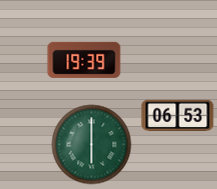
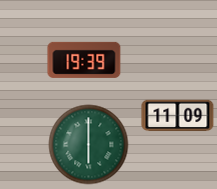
clock at (178, 116): 06:53 -> 11:09
clock at (92, 145) position: (92, 145) -> (89, 145)
